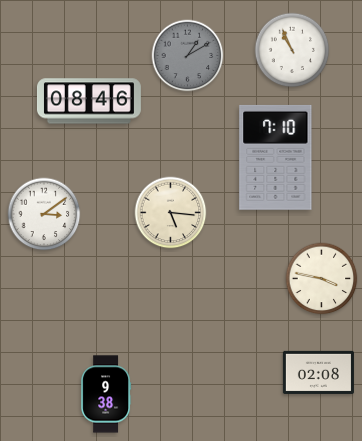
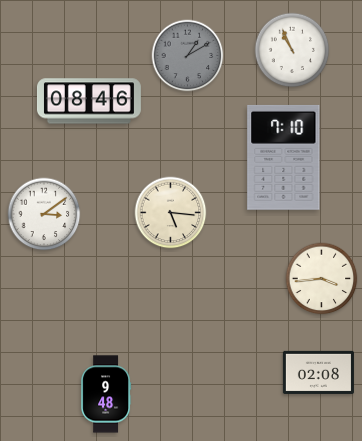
clock at (276, 157) position: (276, 157) -> (284, 157)
clock at (322, 279): 3:47 -> 3:44
clock at (106, 394): 9:38 -> 9:48
